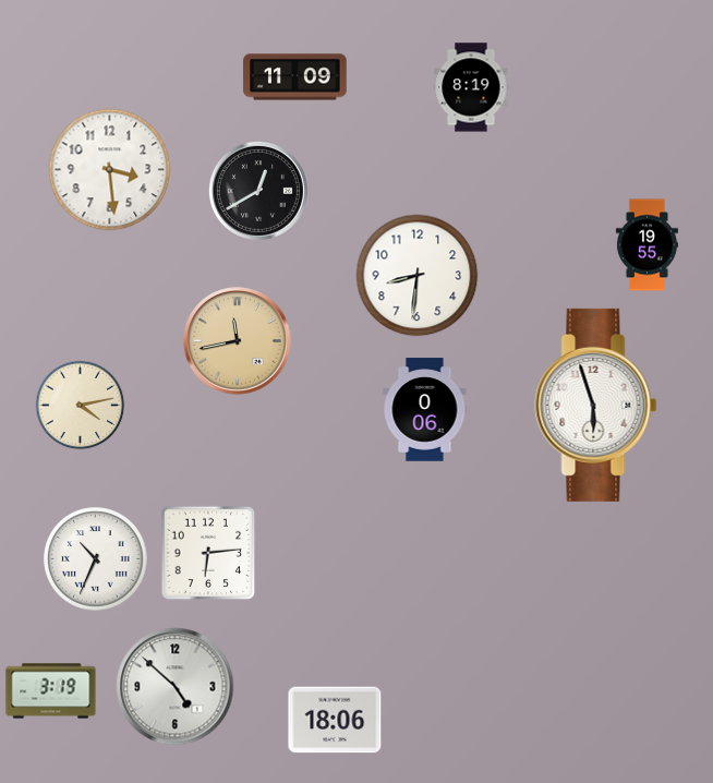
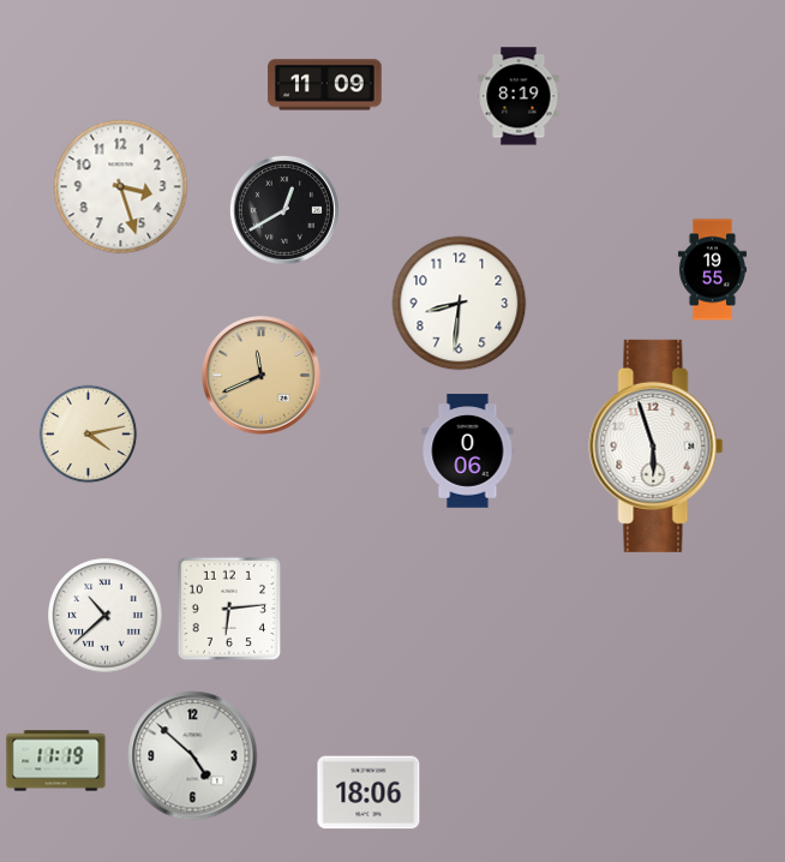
clock at (110, 170): 3:29 -> 3:27
clock at (238, 341): 11:43 -> 11:41
clock at (81, 406) position: (81, 406) -> (89, 435)
clock at (96, 559): 10:34 -> 10:38
clock at (51, 691): 3:19 -> 11:19
